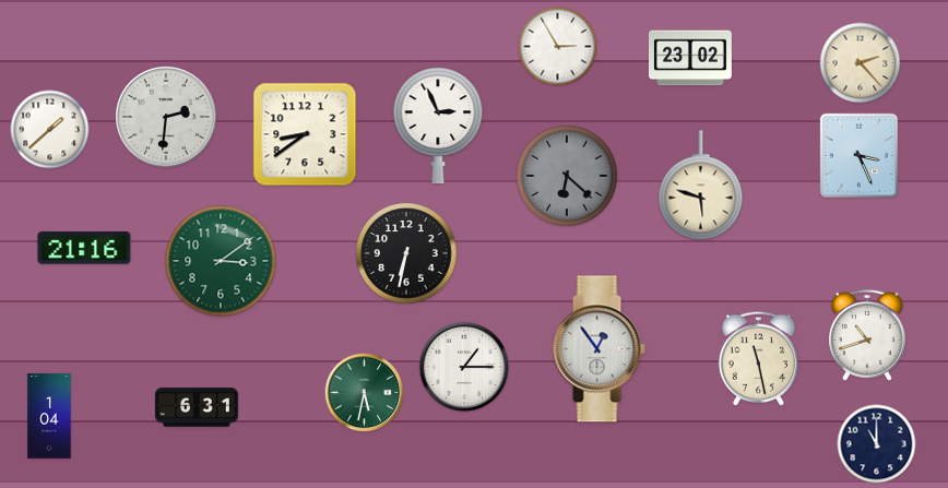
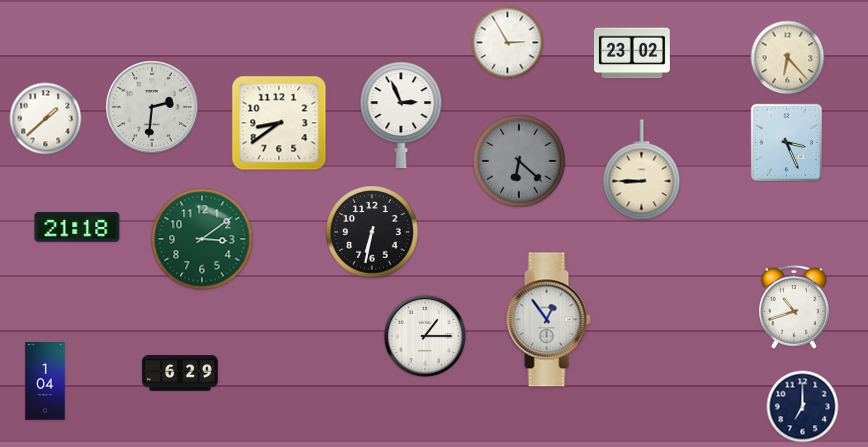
clock at (558, 47) position: (558, 47) -> (508, 43)
clock at (861, 63): 2:23 -> 6:23
clock at (701, 186): 5:48 -> 8:45
clock at (84, 248): 21:16 -> 21:18
clock at (758, 358): 11:28 -> none
clock at (365, 393): 5:32 -> none
clock at (197, 407): 6:31 -> 6:29
clock at (877, 444): 11:00 -> 7:00
